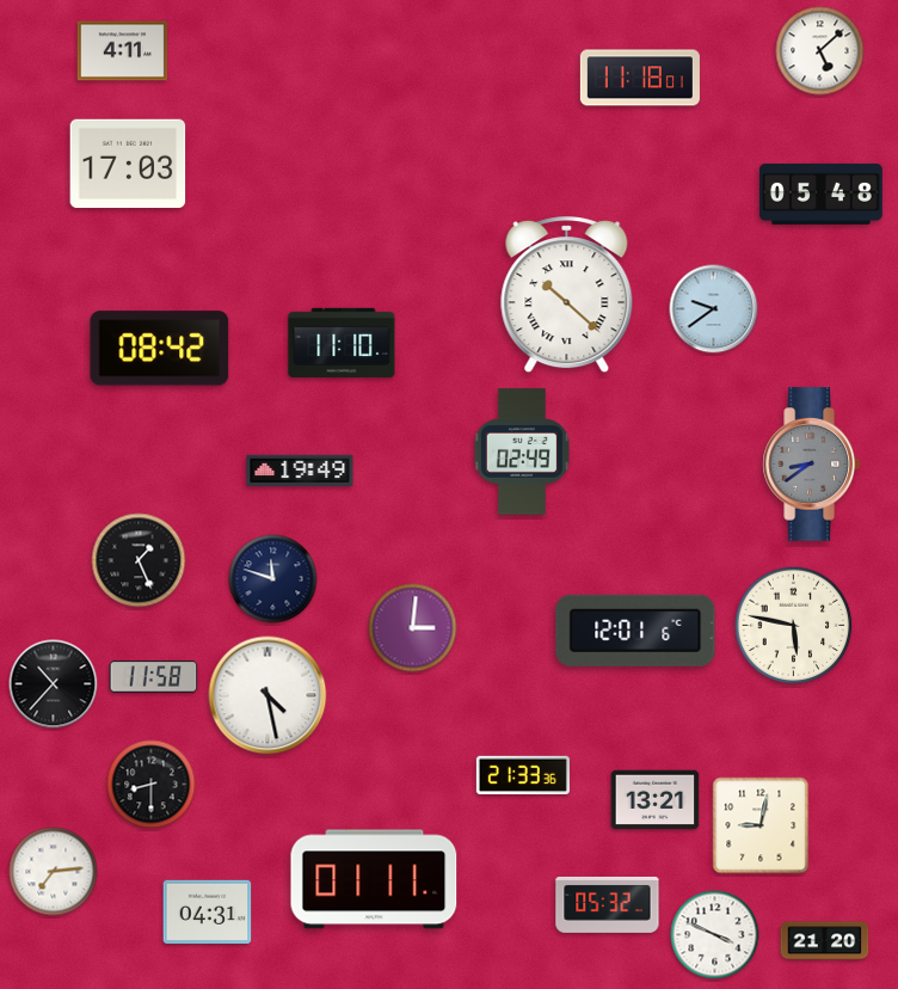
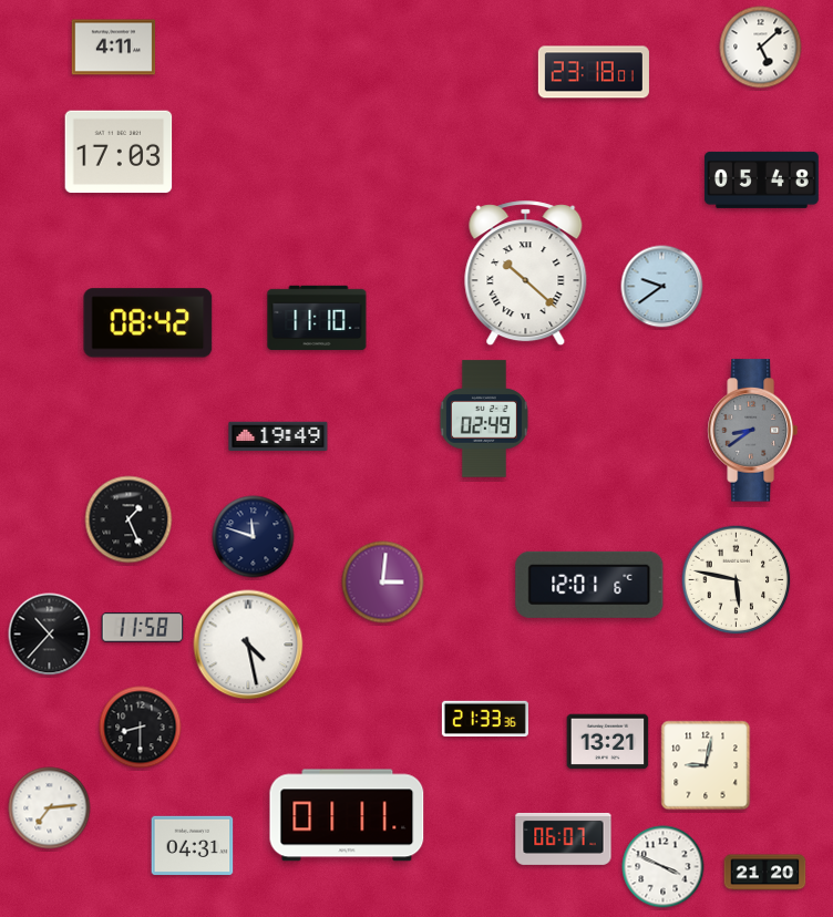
clock at (640, 78): 11:18 -> 23:18
clock at (608, 904): 05:32 -> 06:07
